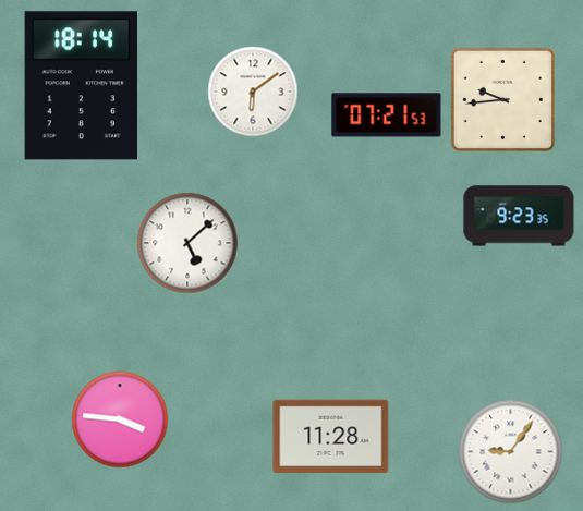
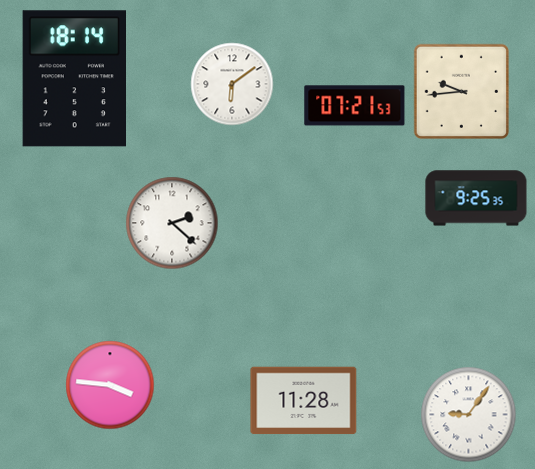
clock at (519, 216): 9:23 -> 9:25
clock at (187, 243): 5:08 -> 2:22
